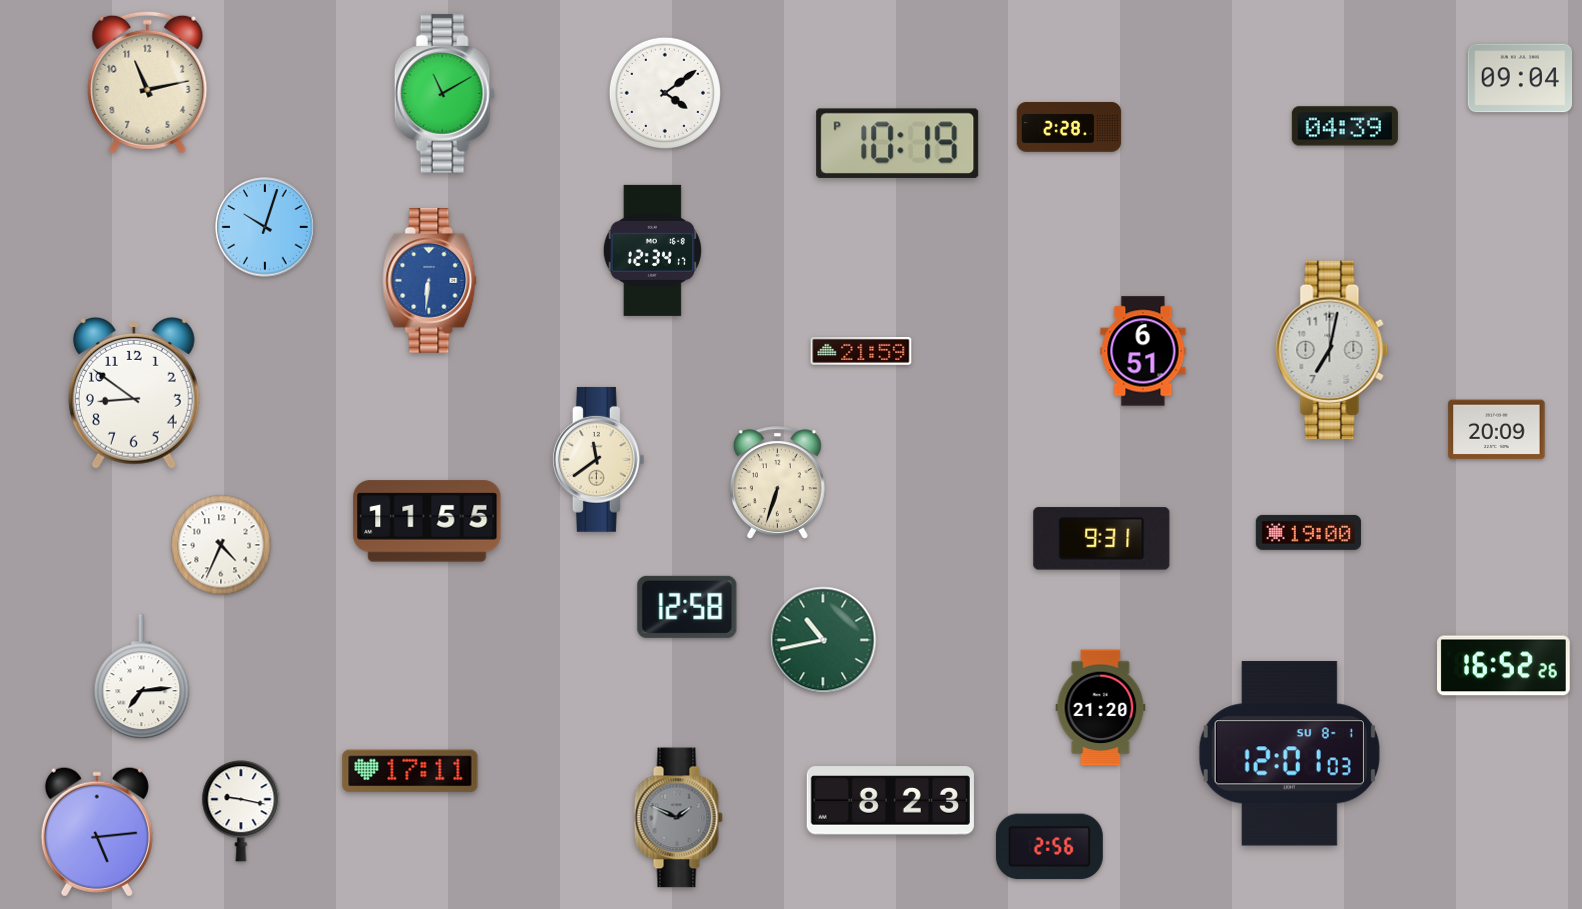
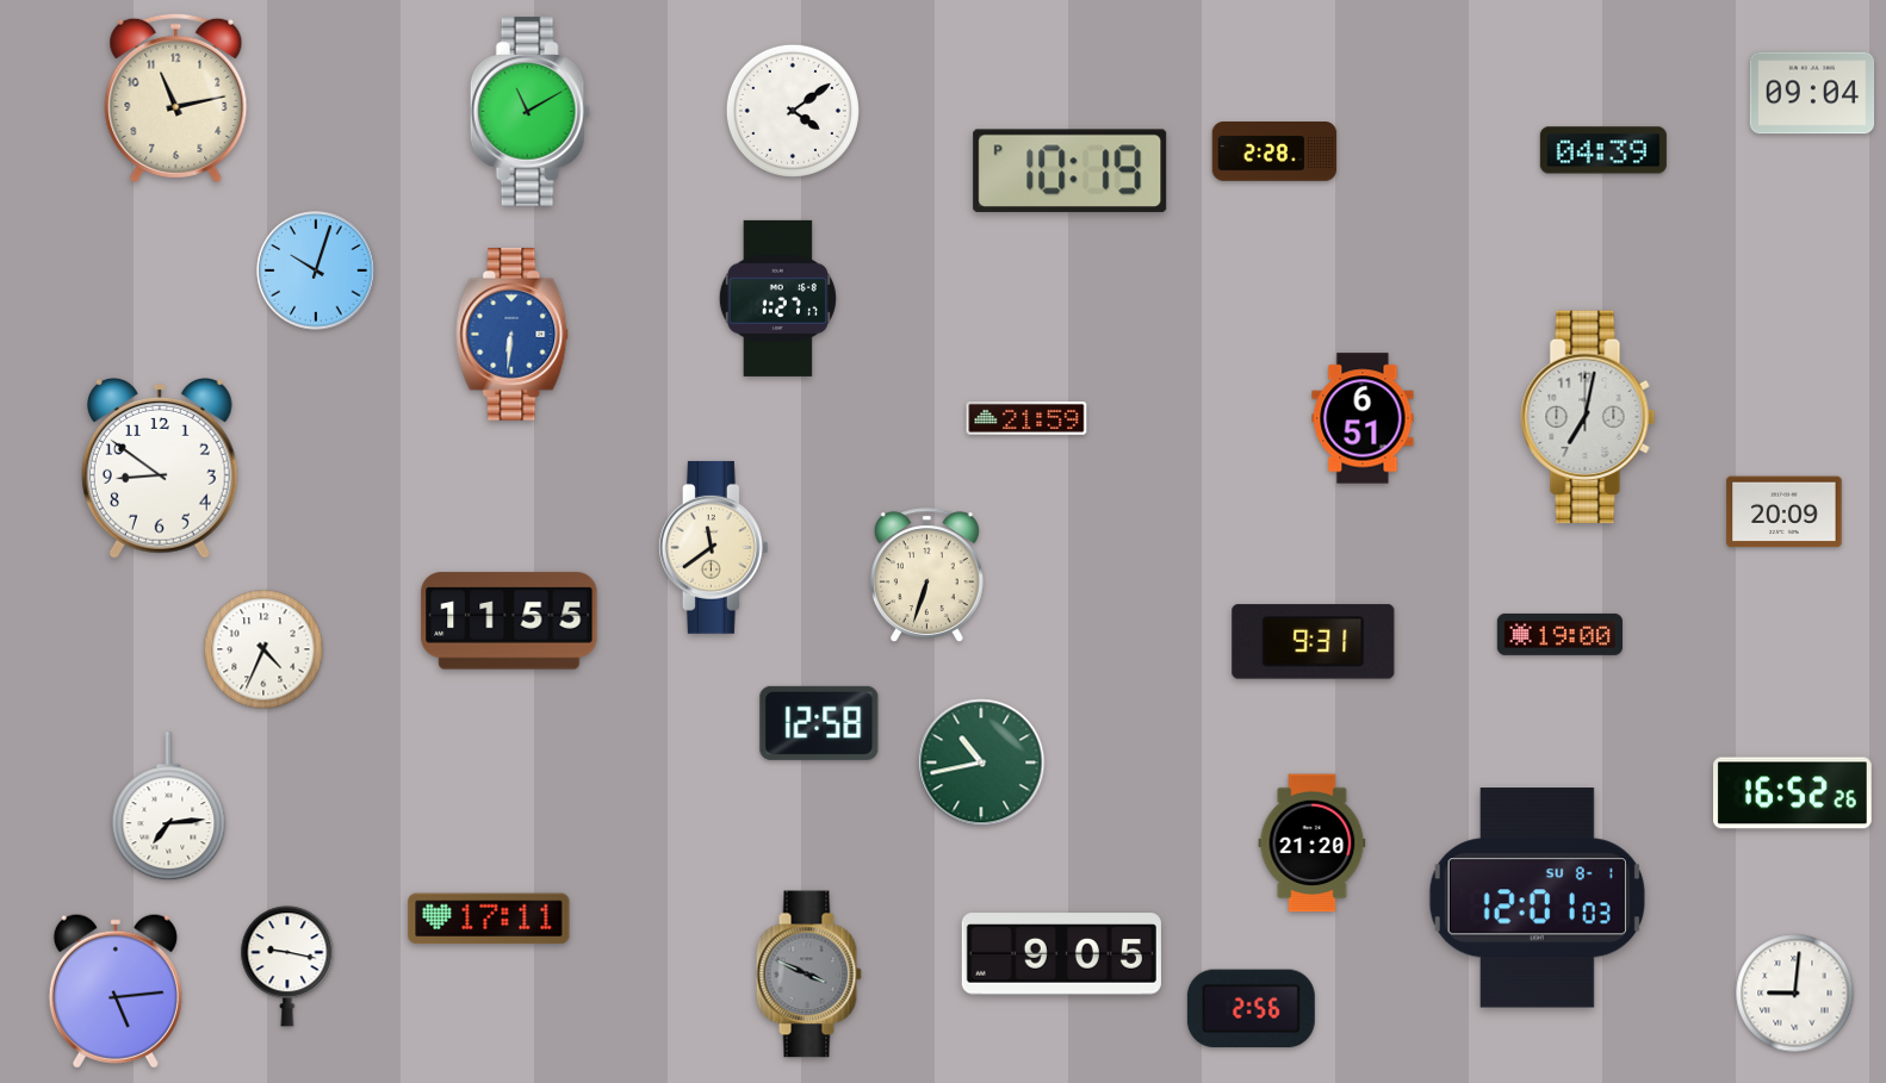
clock at (652, 250): 12:34 -> 1:27
clock at (890, 801): 8:23 -> 9:05
clock at (678, 818): 1:49 -> 3:49
clock at (1795, 994): none -> 9:01
